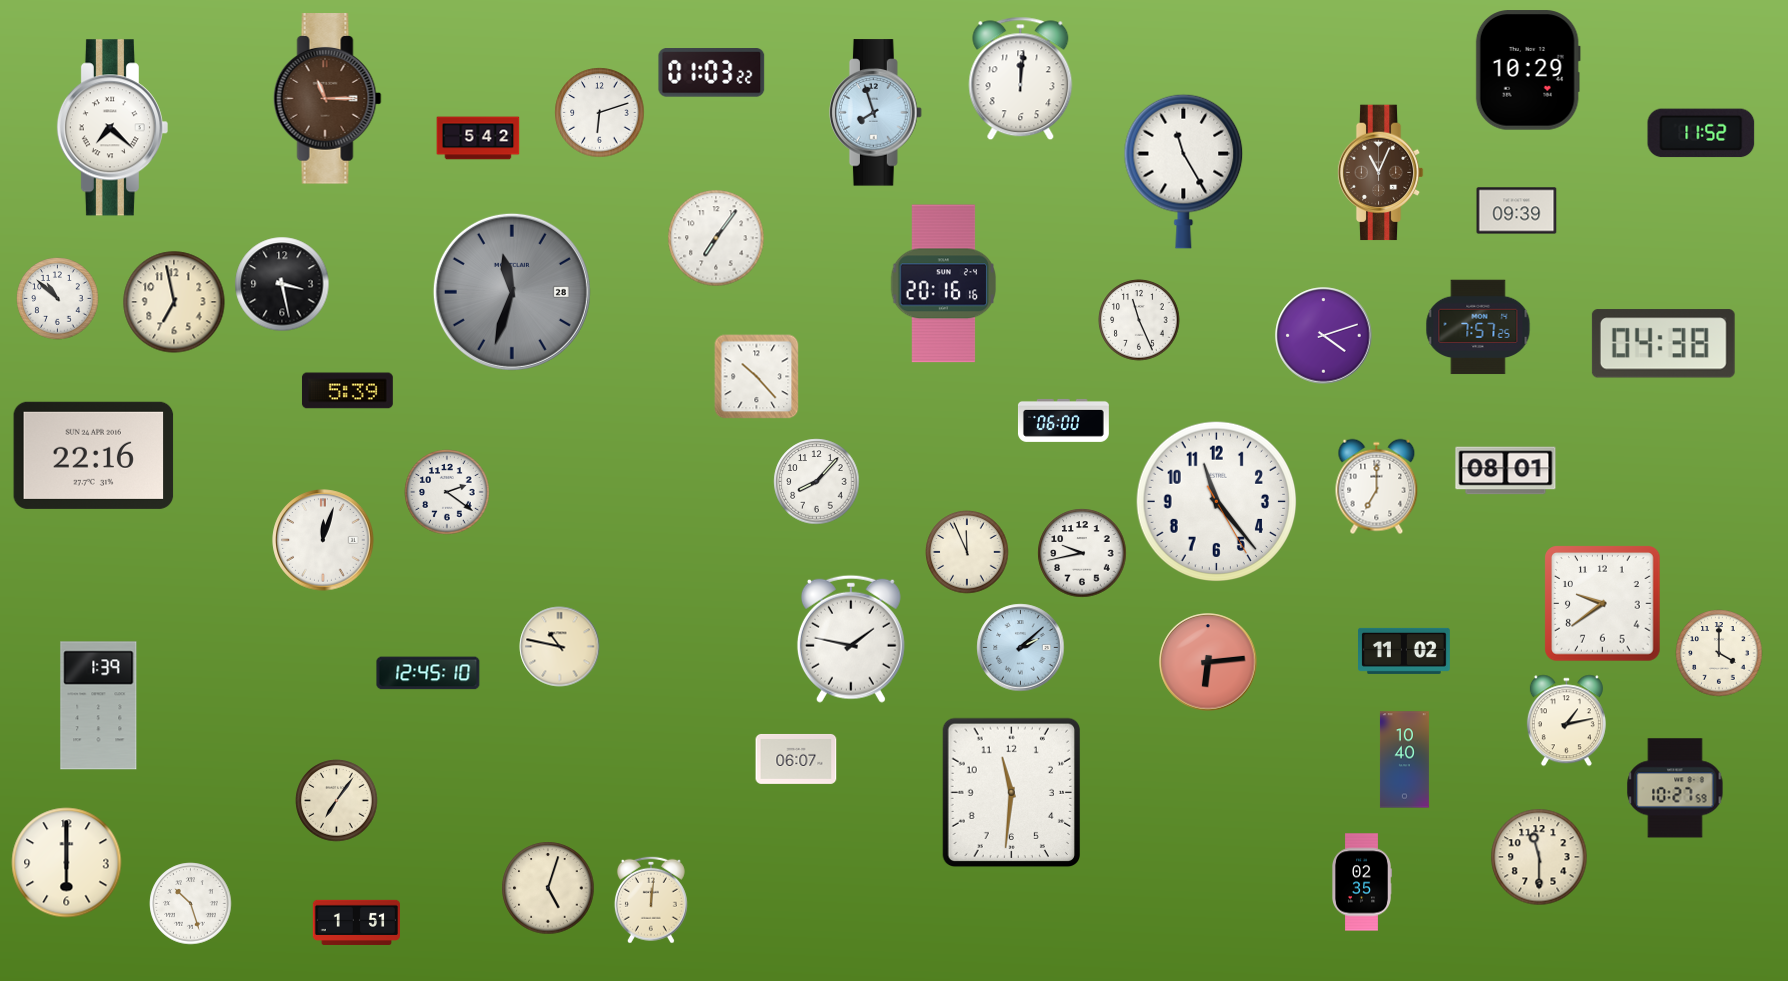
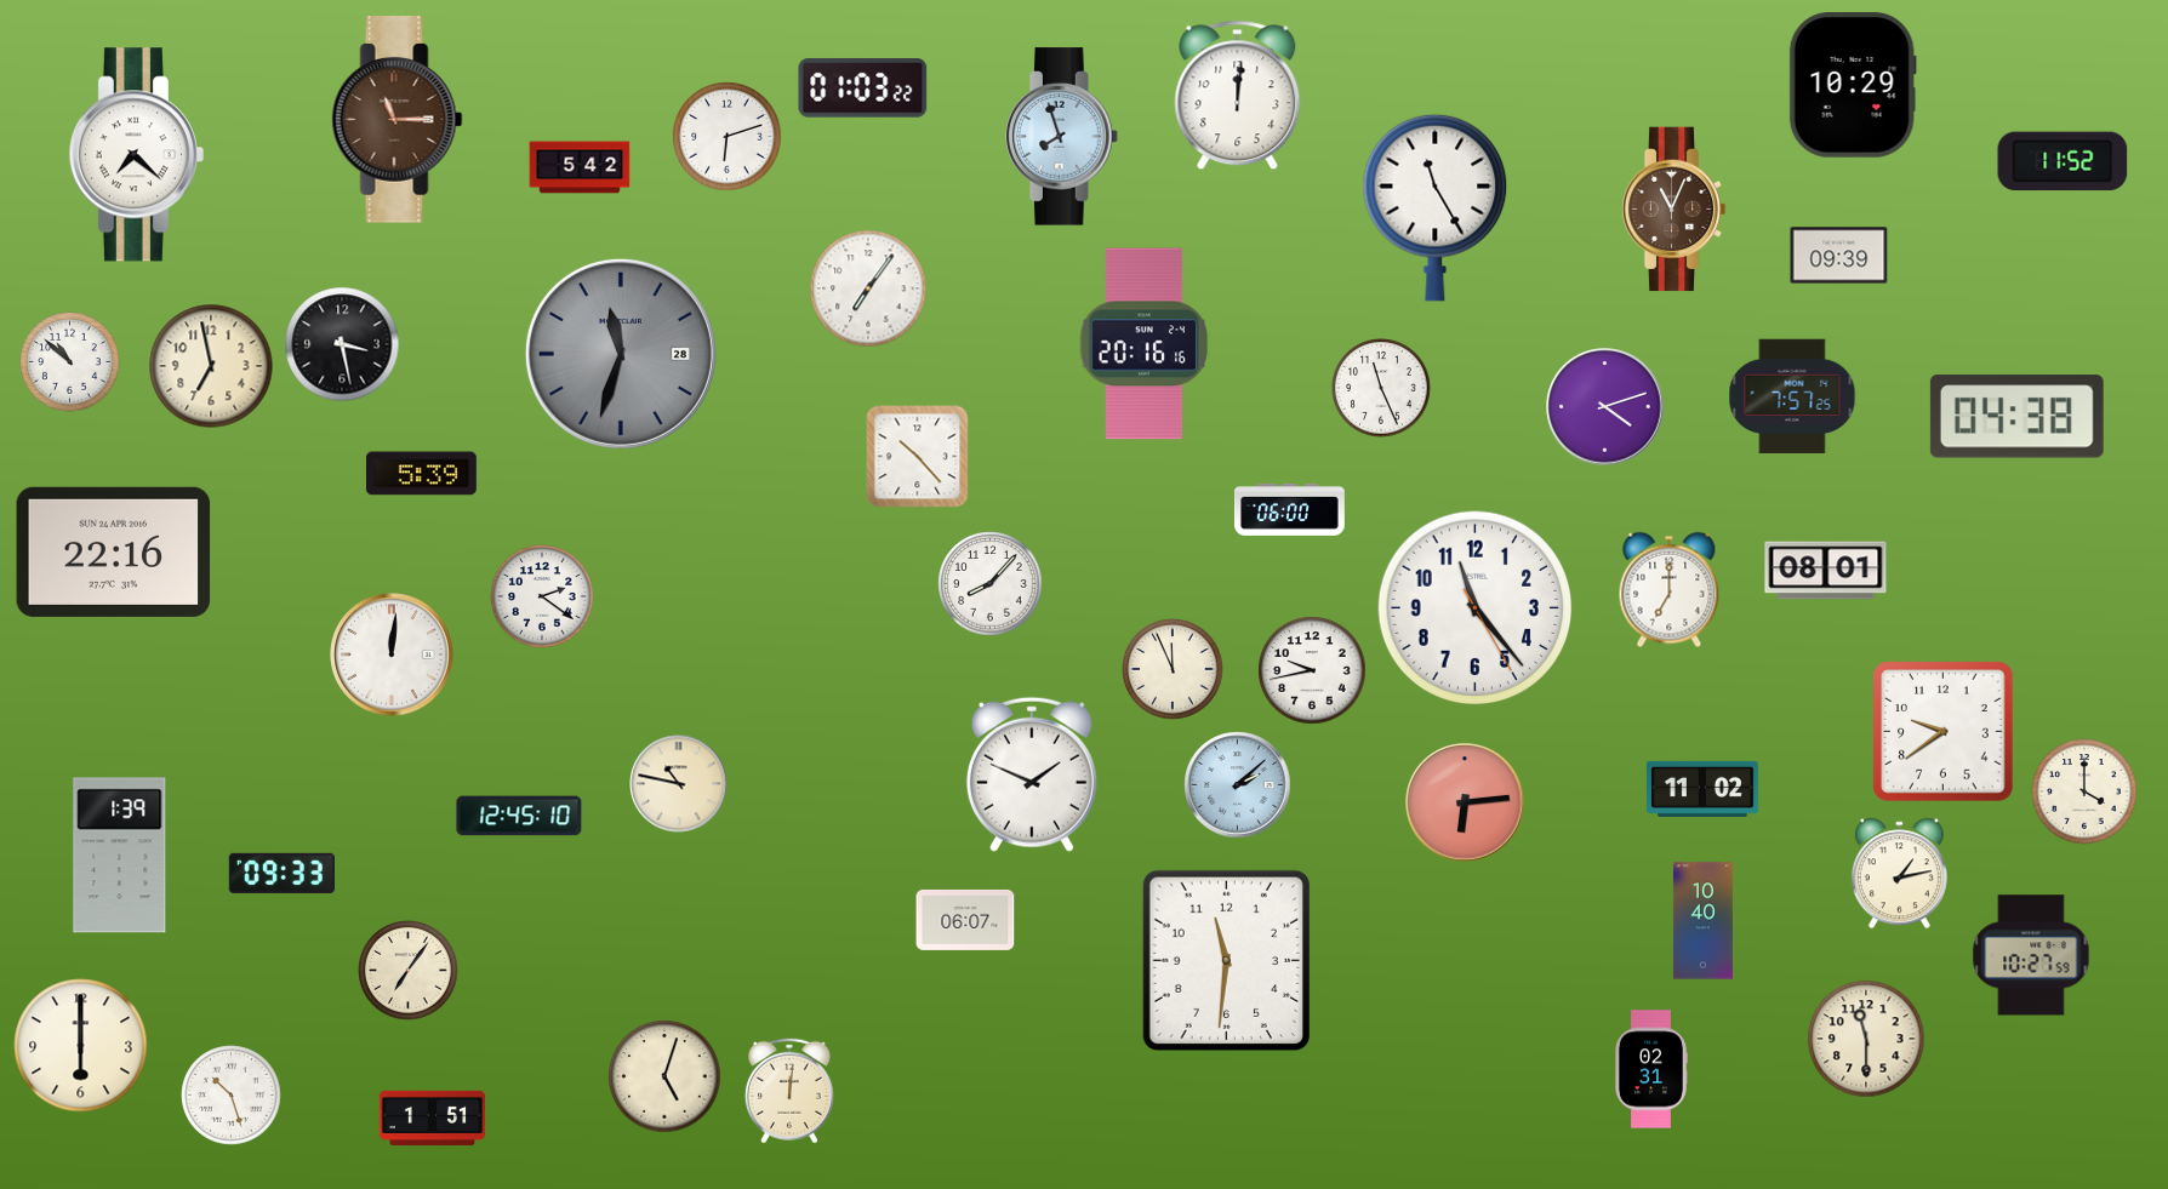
clock at (323, 540): 12:03 -> 12:01
clock at (851, 639): 1:47 -> 1:49
clock at (281, 873): none -> 09:33
clock at (1362, 882): 02:35 -> 02:31
